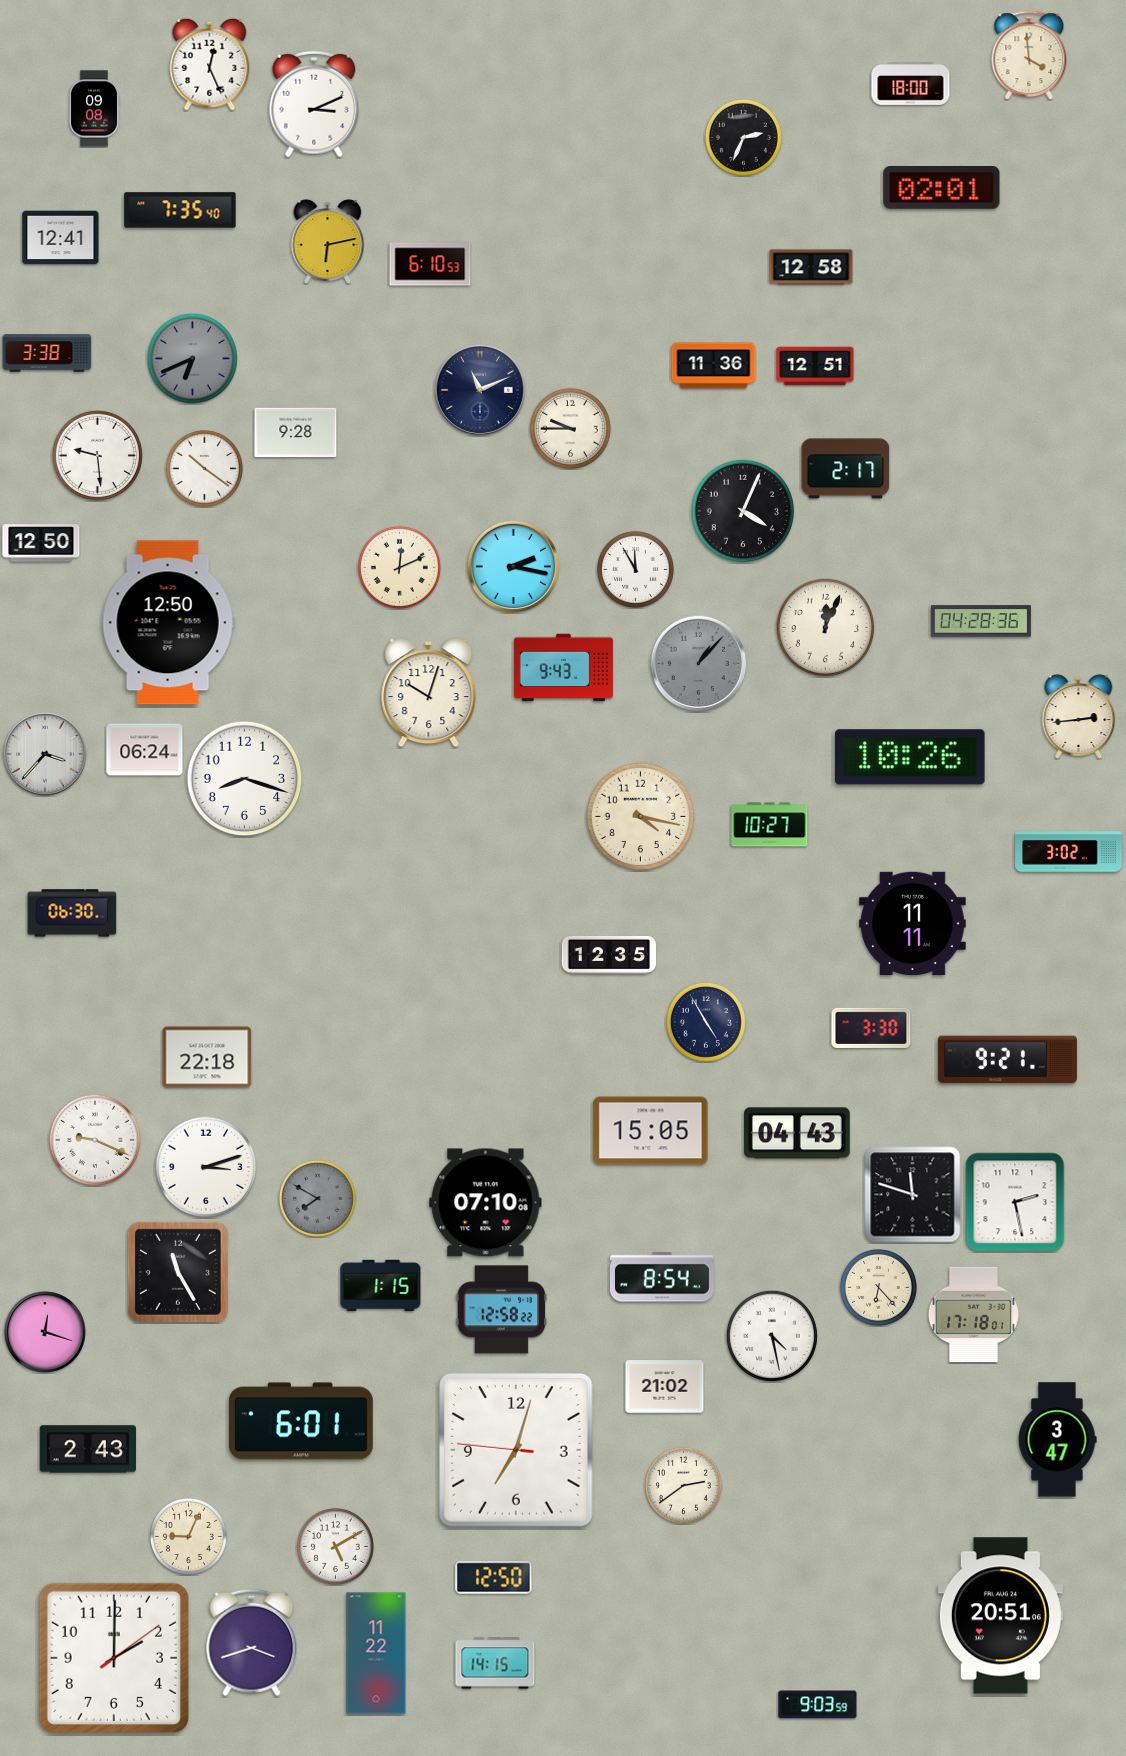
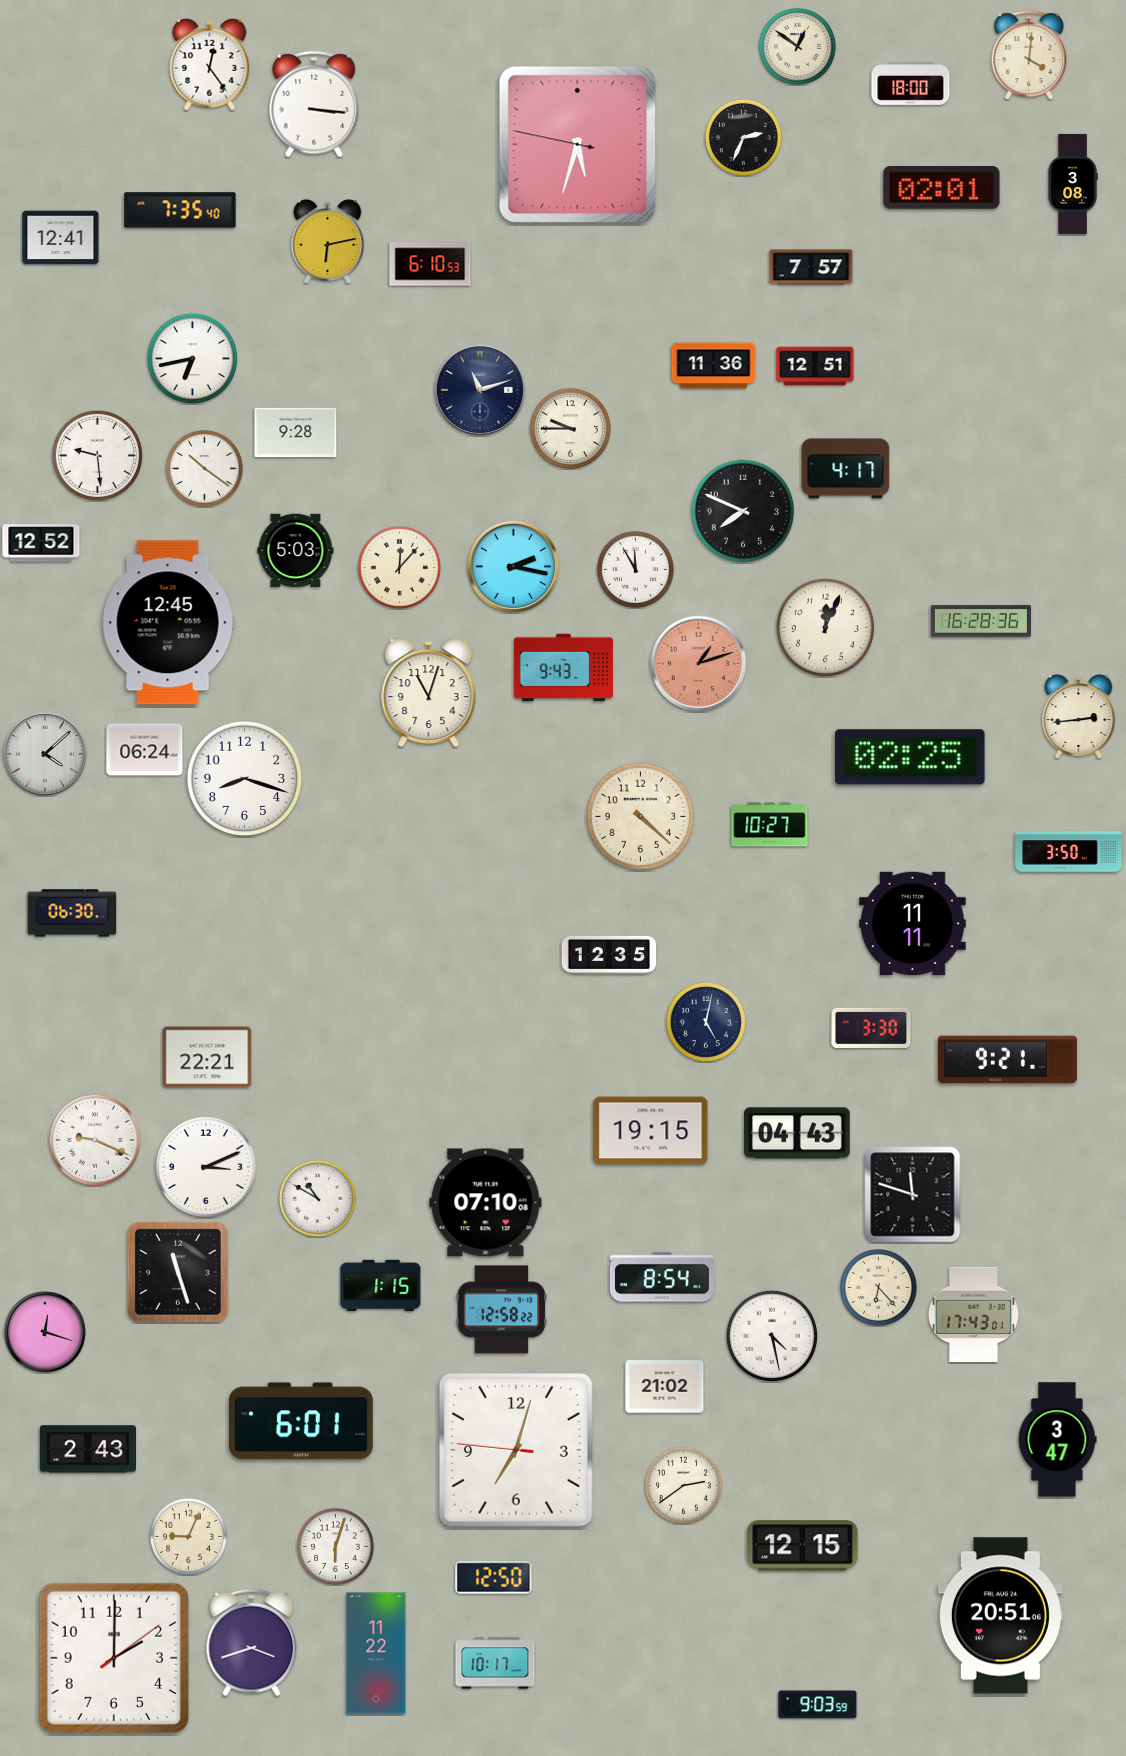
clock at (797, 46): none -> 12:51
clock at (1029, 55): 3:59 -> 4:01
clock at (210, 64): 12:26 -> 12:24
clock at (314, 104): 3:11 -> 3:16
clock at (95, 109): 09:08 -> none
clock at (578, 145): none -> 5:32
clock at (1073, 184): none -> 3:08
clock at (811, 267): 12:58 -> 7:57
clock at (47, 353): 3:38 -> none
clock at (192, 358): 6:41 -> 6:43
clock at (192, 358) dial: grey -> white
clock at (480, 390): 11:11 -> 11:12
clock at (846, 469): 2:17 -> 4:17
clock at (742, 510): 4:04 -> 7:49
clock at (41, 543): 12:50 -> 12:52
clock at (296, 551): none -> 5:03
clock at (399, 567): 12:11 -> 12:07
clock at (981, 621): 04:28 -> 16:28
clock at (168, 623): 12:50 -> 12:45
clock at (699, 664): 1:07 -> 1:12
clock at (699, 664) dial: grey -> salmon
clock at (429, 694): 10:03 -> 11:03
clock at (45, 754): 3:37 -> 4:08
clock at (910, 757): 10:26 -> 02:25
clock at (641, 817): 4:17 -> 4:22
clock at (1069, 852): 3:02 -> 3:50
clock at (706, 1022): 4:55 -> 5:02
clock at (207, 1057): 22:18 -> 22:21
clock at (651, 1131): 15:05 -> 19:15
clock at (205, 1166): 3:12 -> 3:11
clock at (317, 1198): 7:50 -> 10:50
clock at (317, 1198) dial: grey -> white
clock at (1015, 1202): 2:28 -> none
clock at (178, 1272): 11:25 -> 11:27
clock at (973, 1315): 17:18 -> 17:43
clock at (335, 1546): 5:10 -> 6:03
clock at (803, 1546): none -> 12:15
clock at (495, 1663): 14:15 -> 10:17
